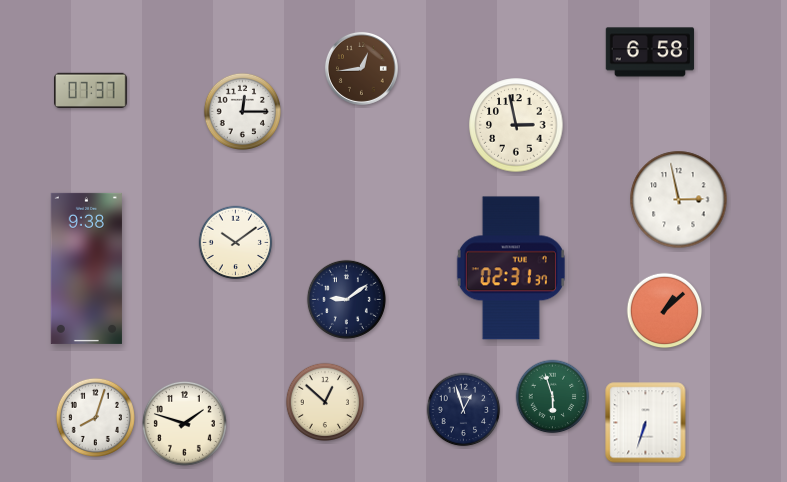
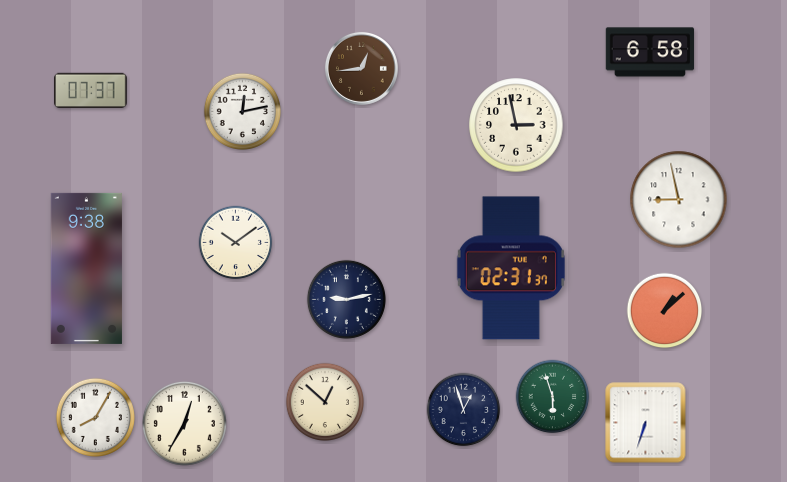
clock at (242, 111): 12:15 -> 12:13
clock at (679, 200): 2:58 -> 8:58
clock at (346, 299): 9:09 -> 9:13
clock at (95, 417): 8:03 -> 8:05
clock at (184, 423): 1:48 -> 12:35
